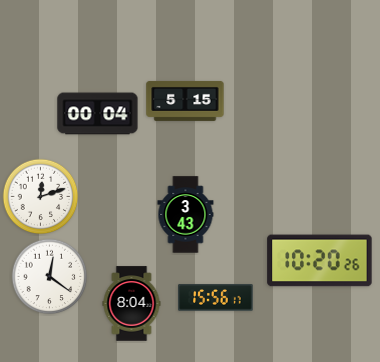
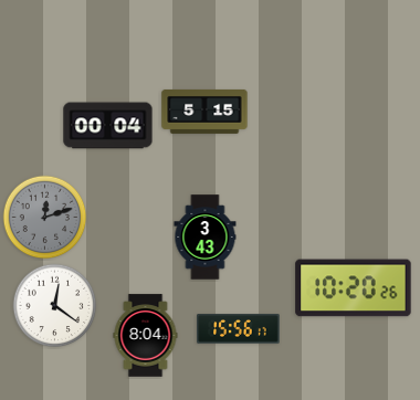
clock at (41, 197) dial: white -> grey
